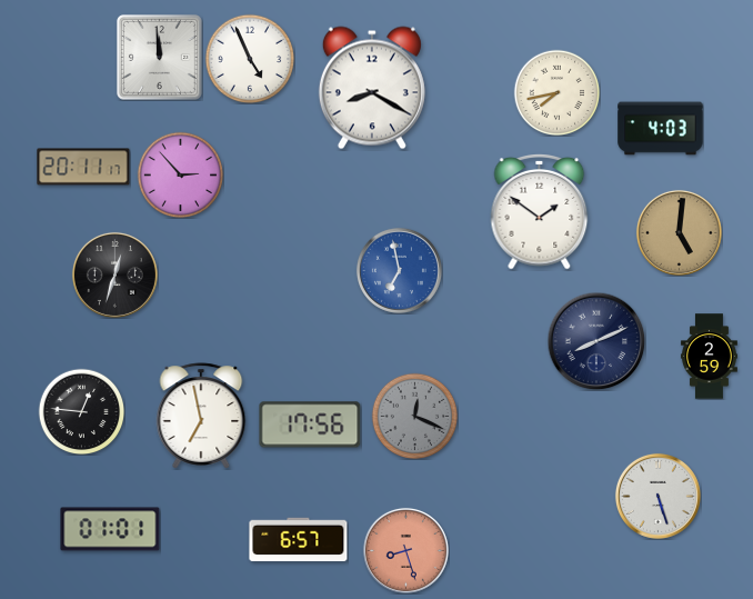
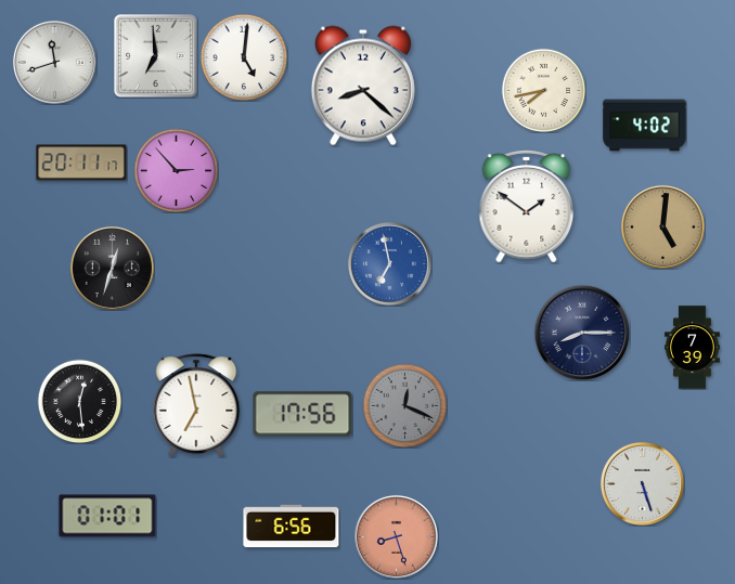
clock at (160, 58): 11:59 -> 6:59
clock at (250, 59): 4:56 -> 5:01
clock at (54, 62): none -> 11:42
clock at (372, 88): 8:20 -> 8:22
clock at (661, 129): 4:03 -> 4:02
clock at (596, 341): 8:11 -> 8:15
clock at (709, 357): 2:59 -> 7:39
clock at (81, 411): 12:46 -> 12:29
clock at (299, 540): 6:57 -> 6:56
